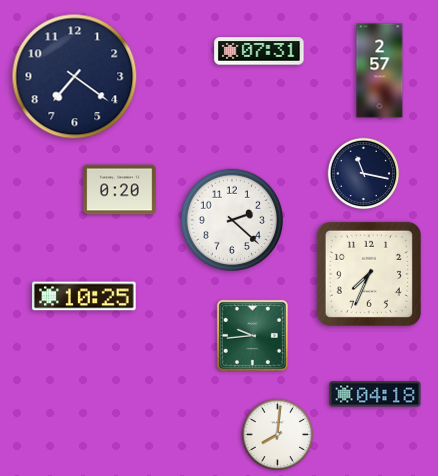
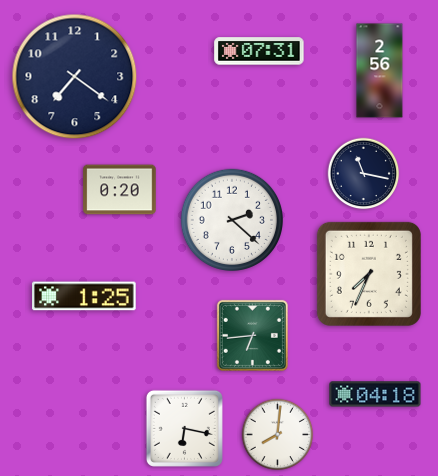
clock at (380, 71): 2:57 -> 2:56
clock at (84, 296): 10:25 -> 1:25
clock at (252, 335): 9:44 -> 6:44
clock at (184, 428): none -> 6:17
